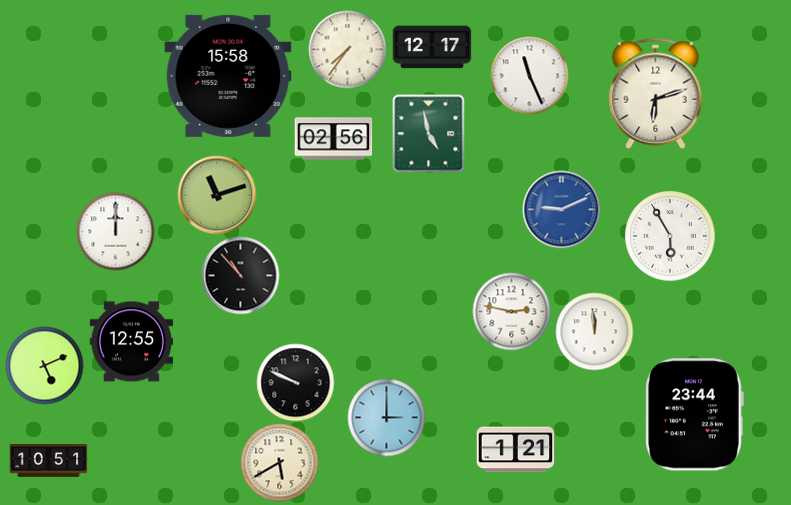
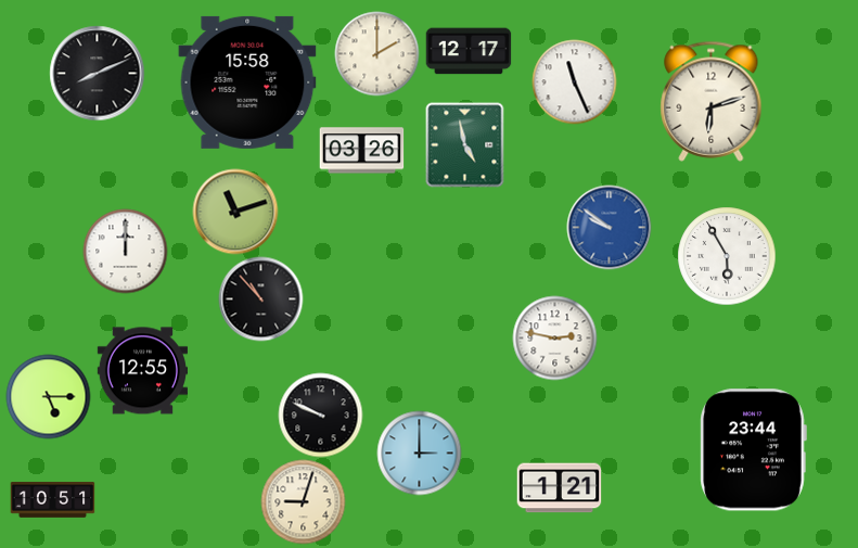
clock at (347, 49): 7:36 -> 2:00
clock at (97, 73): none -> 8:11
clock at (333, 139): 02:56 -> 03:26
clock at (561, 209): 9:11 -> 9:51
clock at (594, 331): 11:59 -> none
clock at (44, 365): 5:11 -> 5:15
clock at (279, 462): 5:40 -> 9:03
